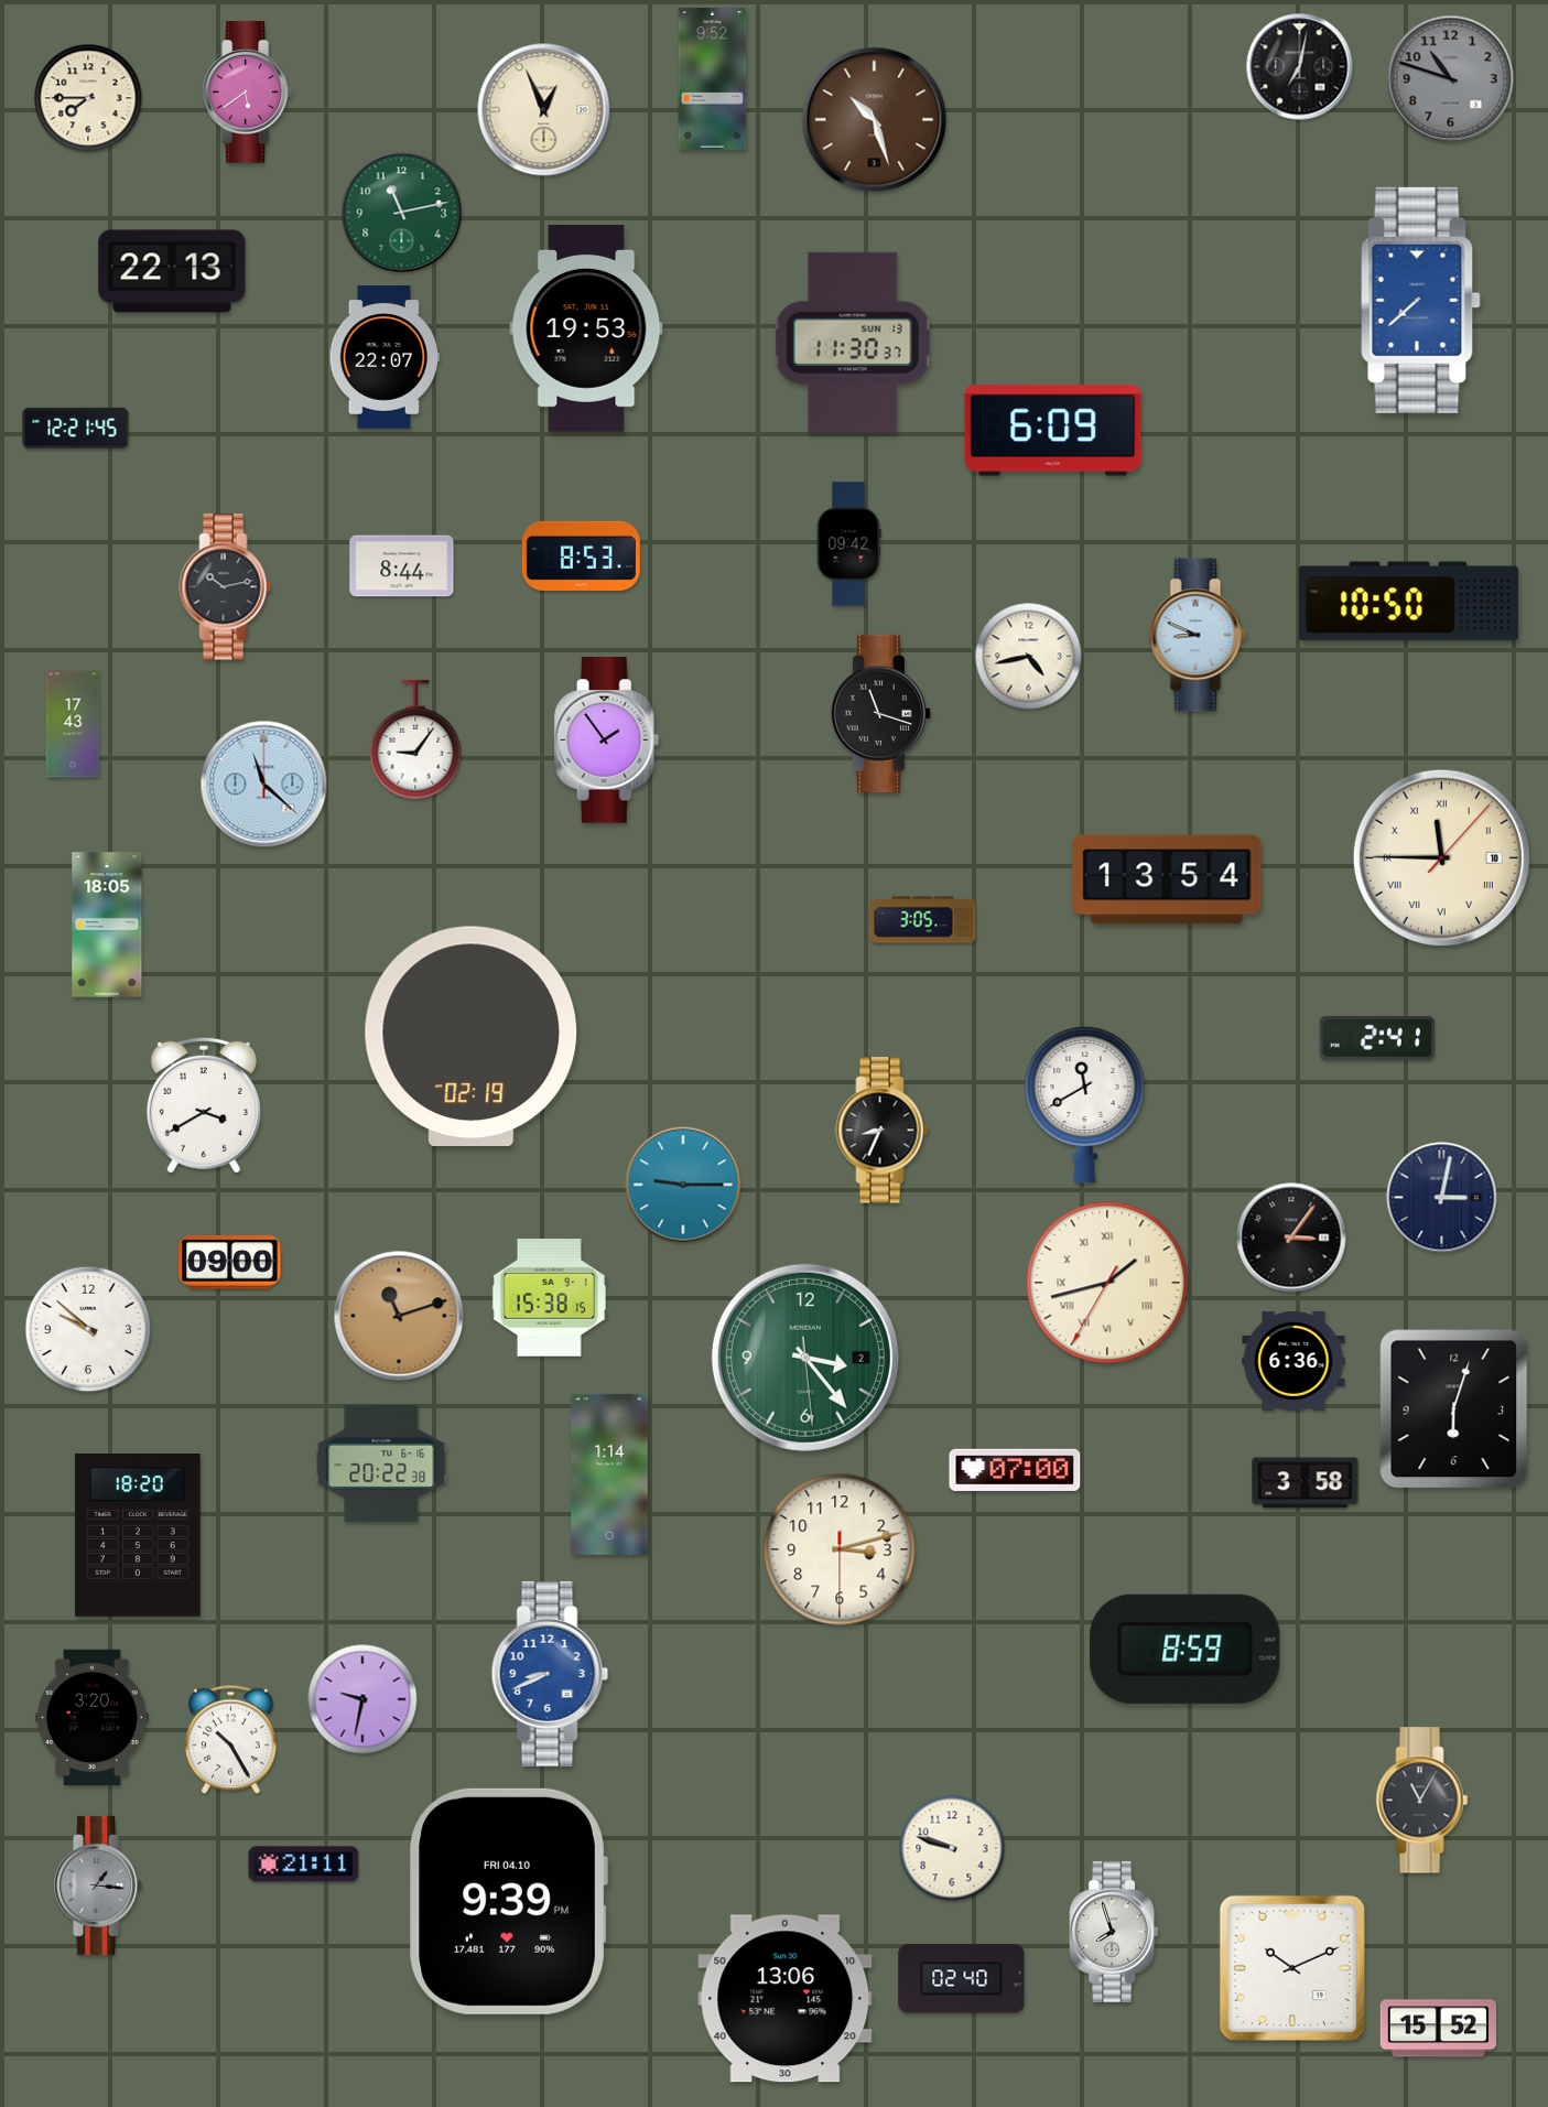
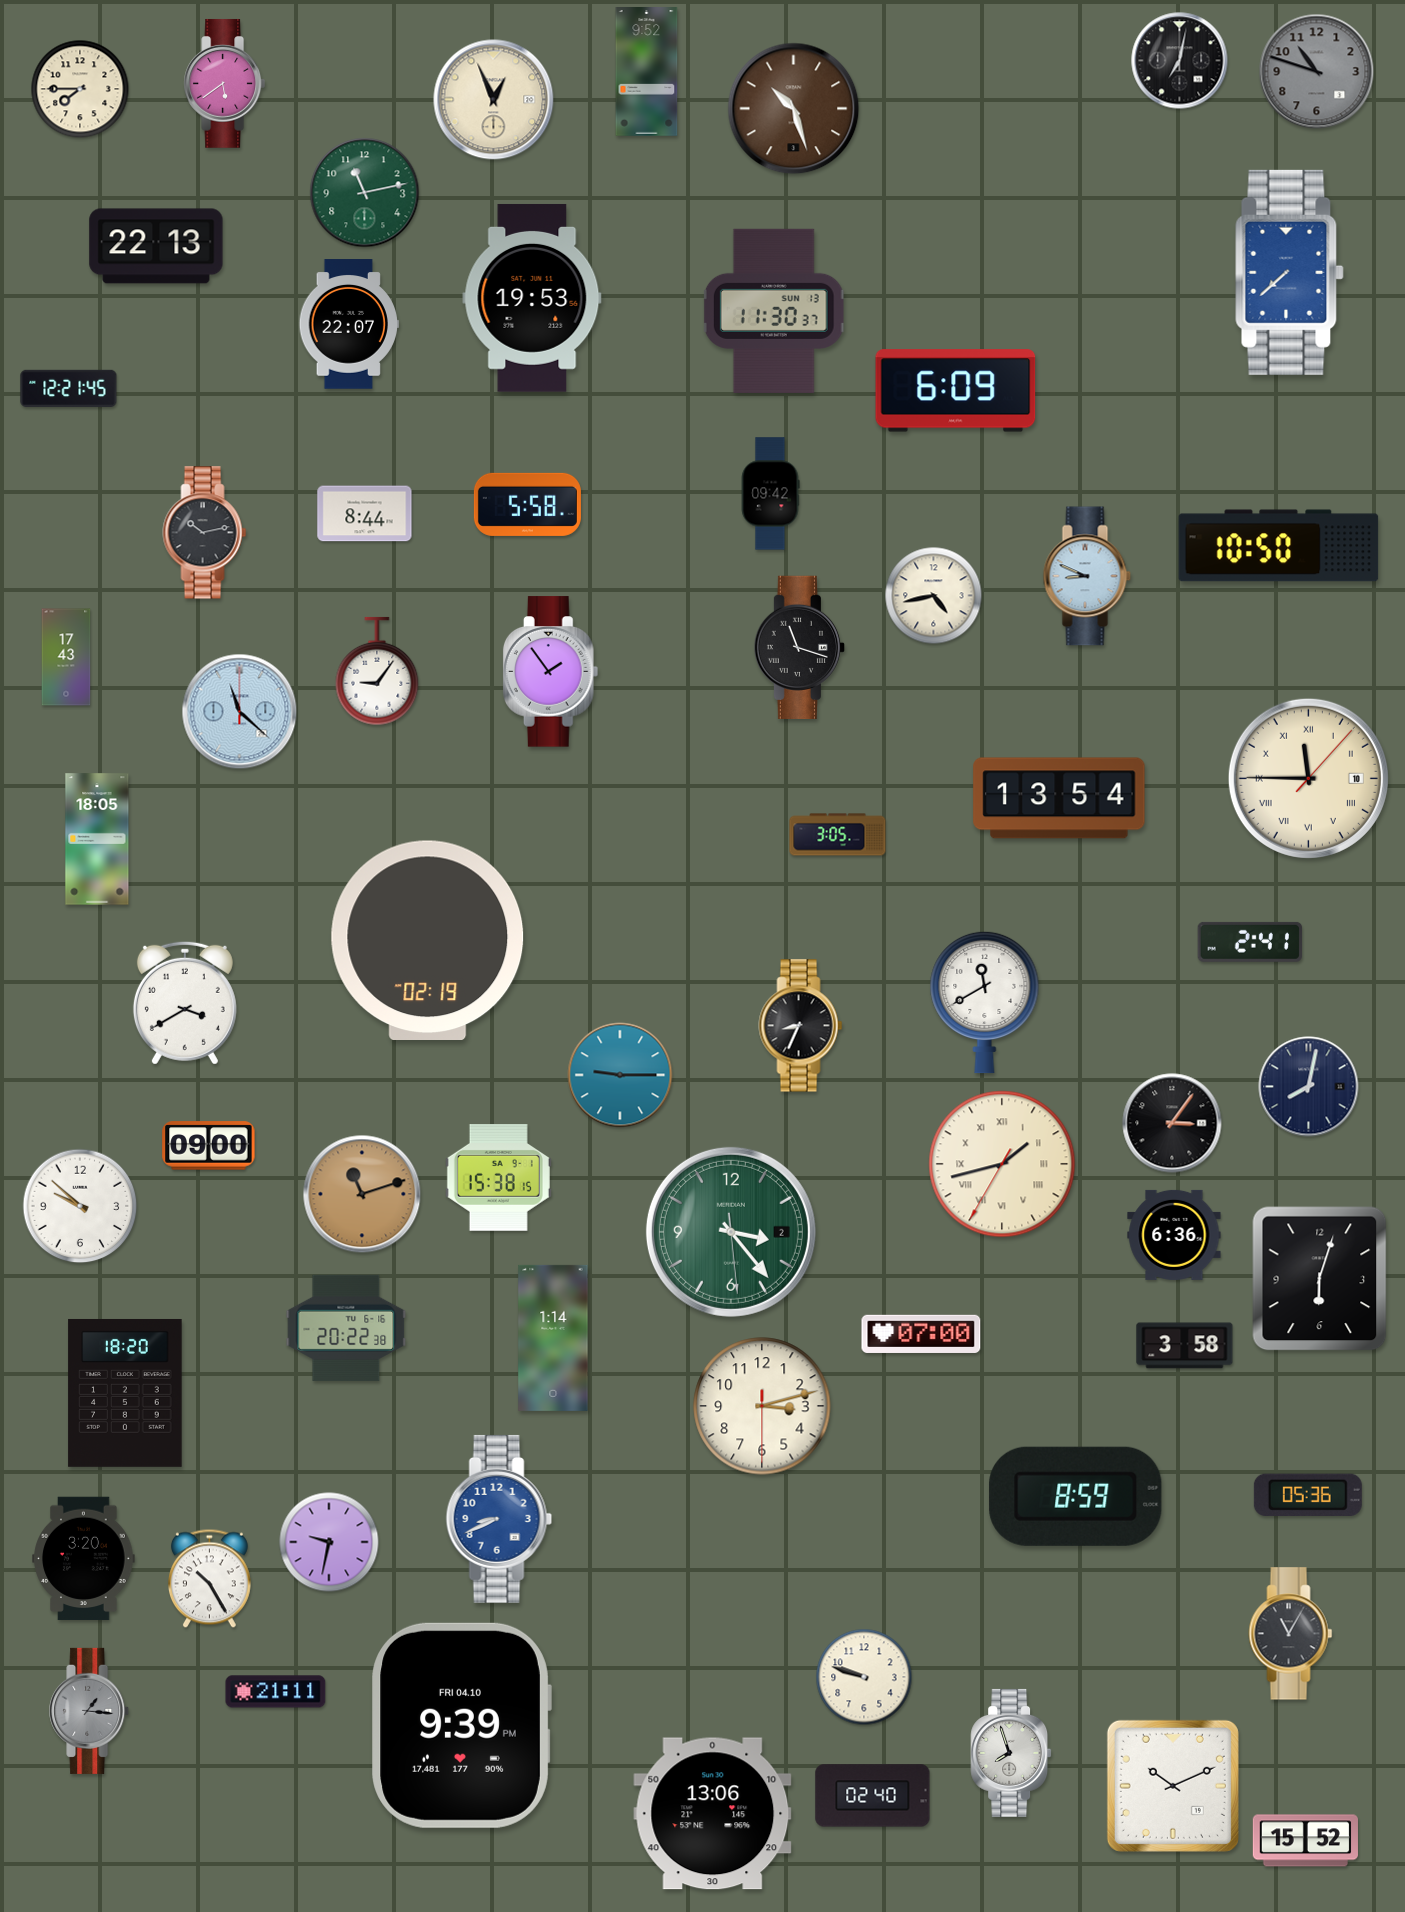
clock at (581, 555): 8:53 -> 5:58
clock at (1442, 1198): 3:02 -> 8:02
clock at (1107, 1283) position: (1107, 1283) -> (1002, 1164)
clock at (1308, 1495): none -> 05:36
